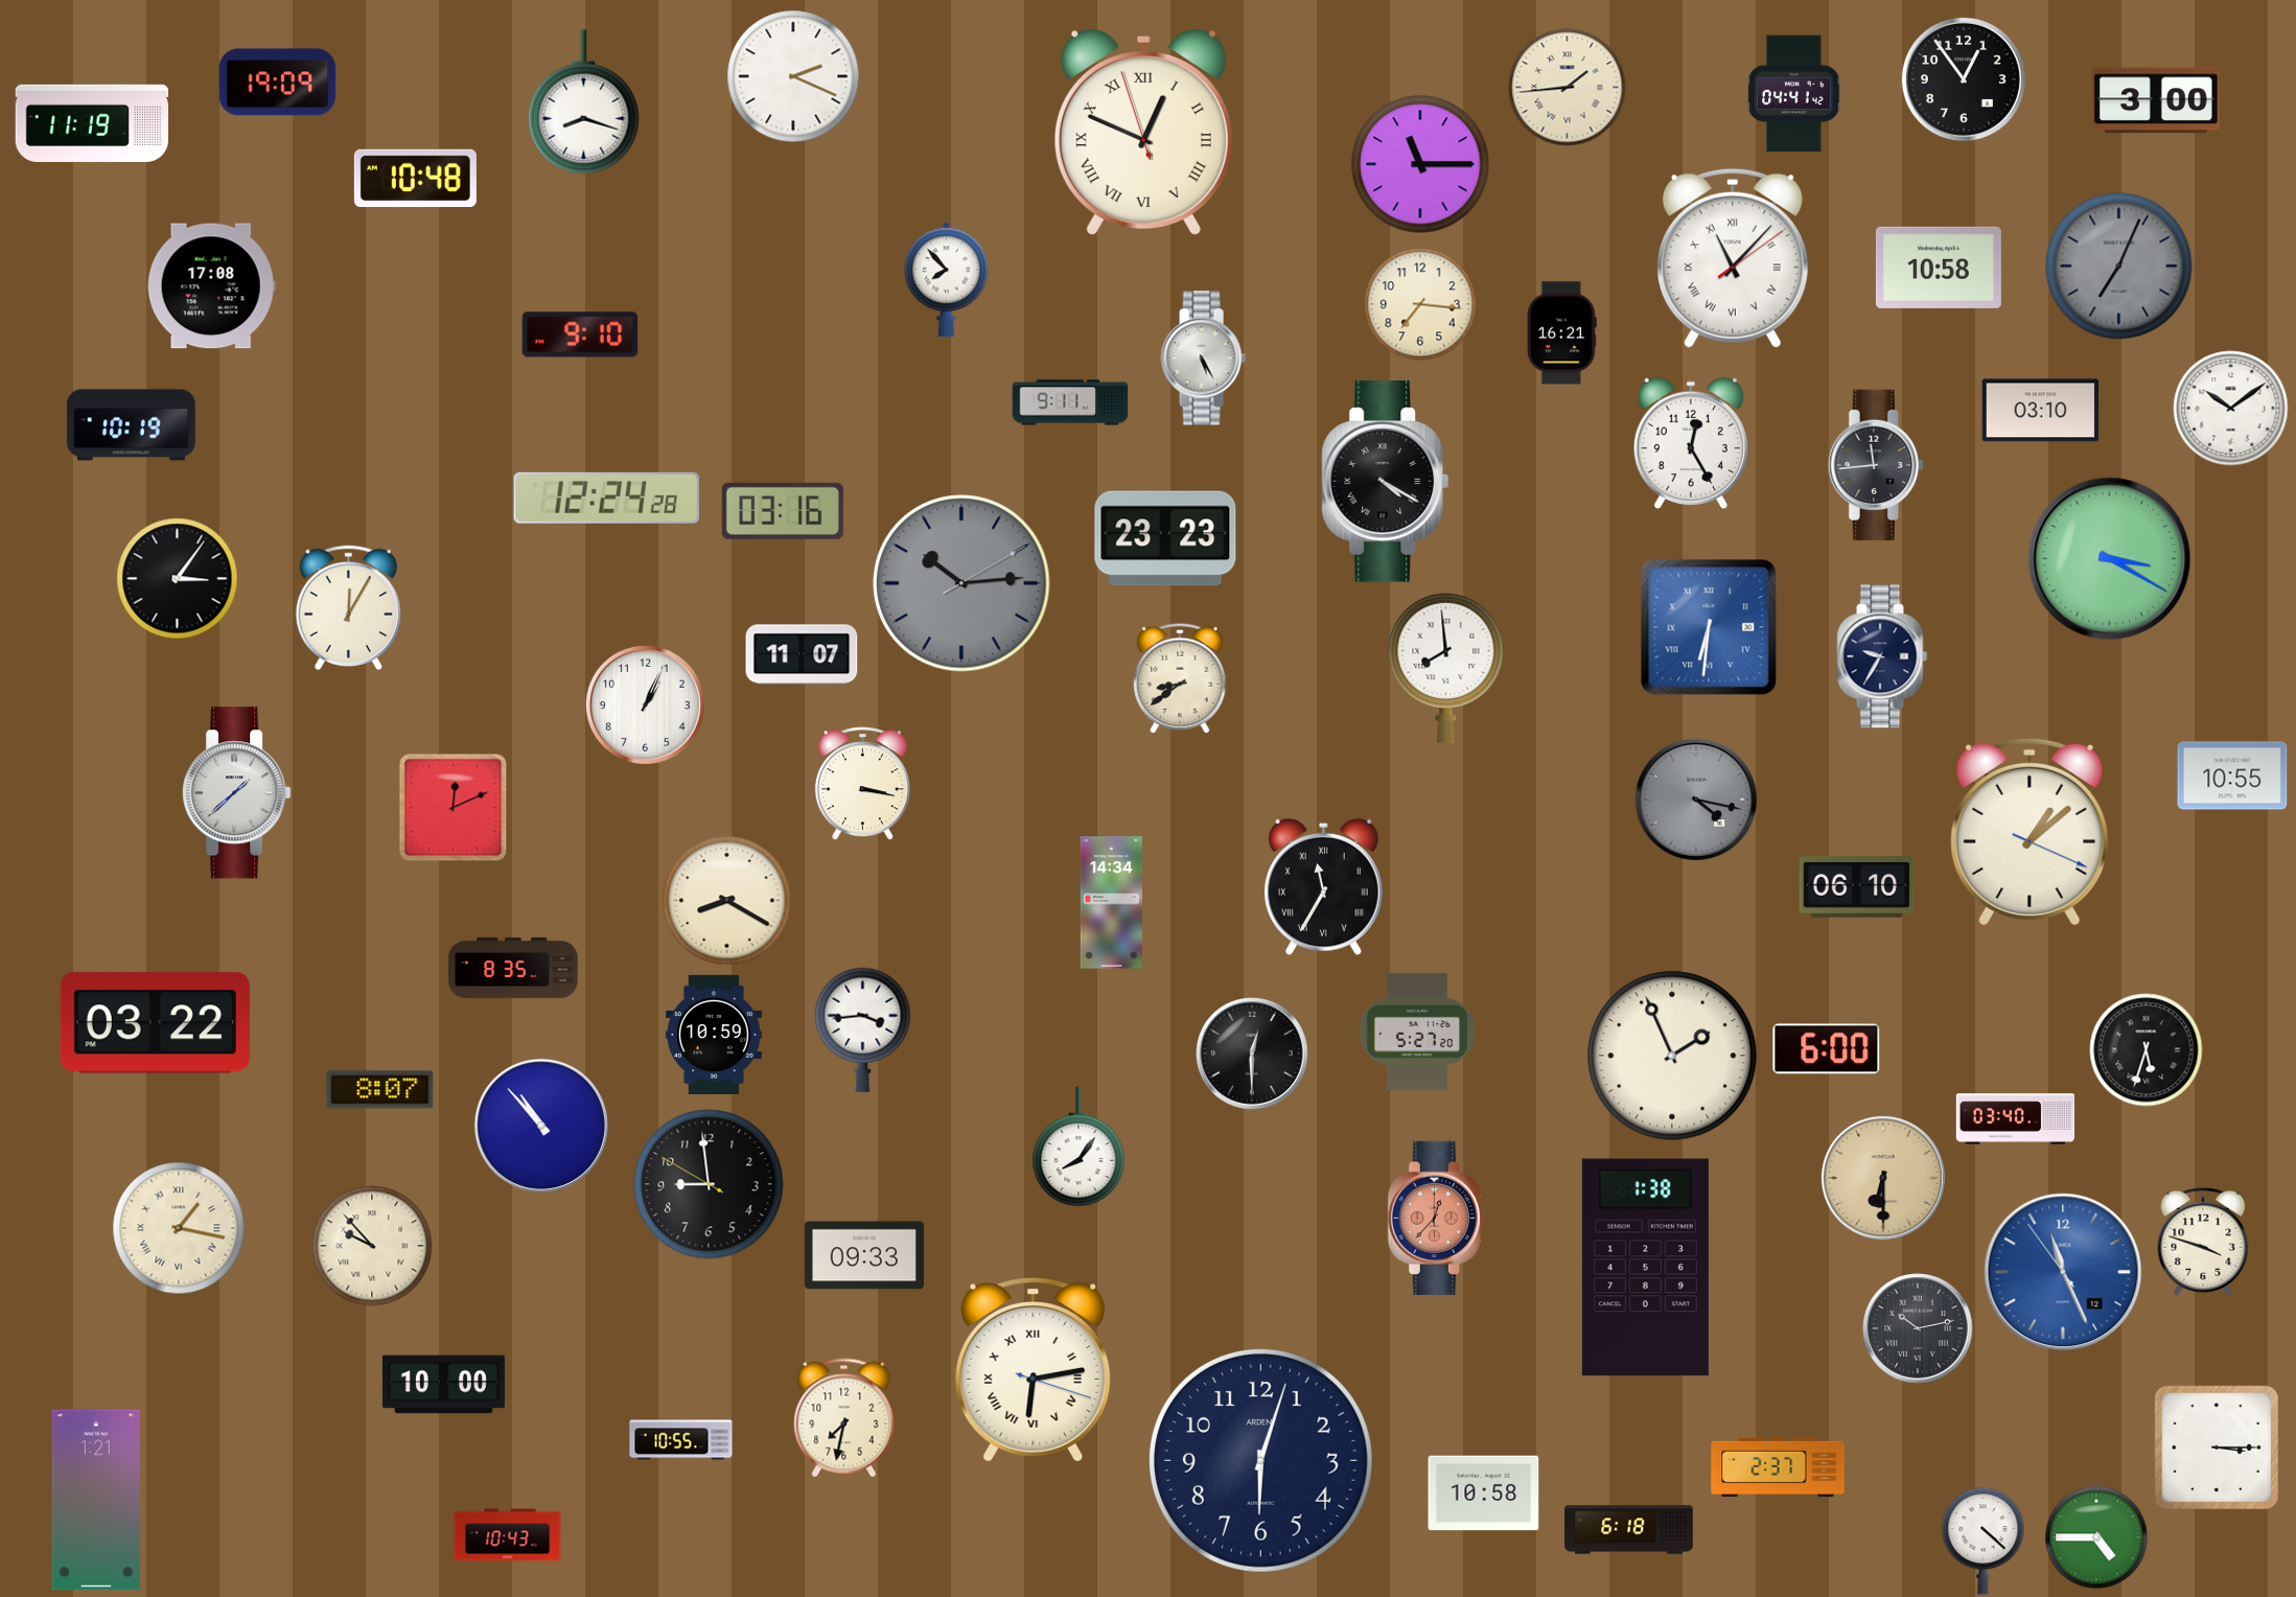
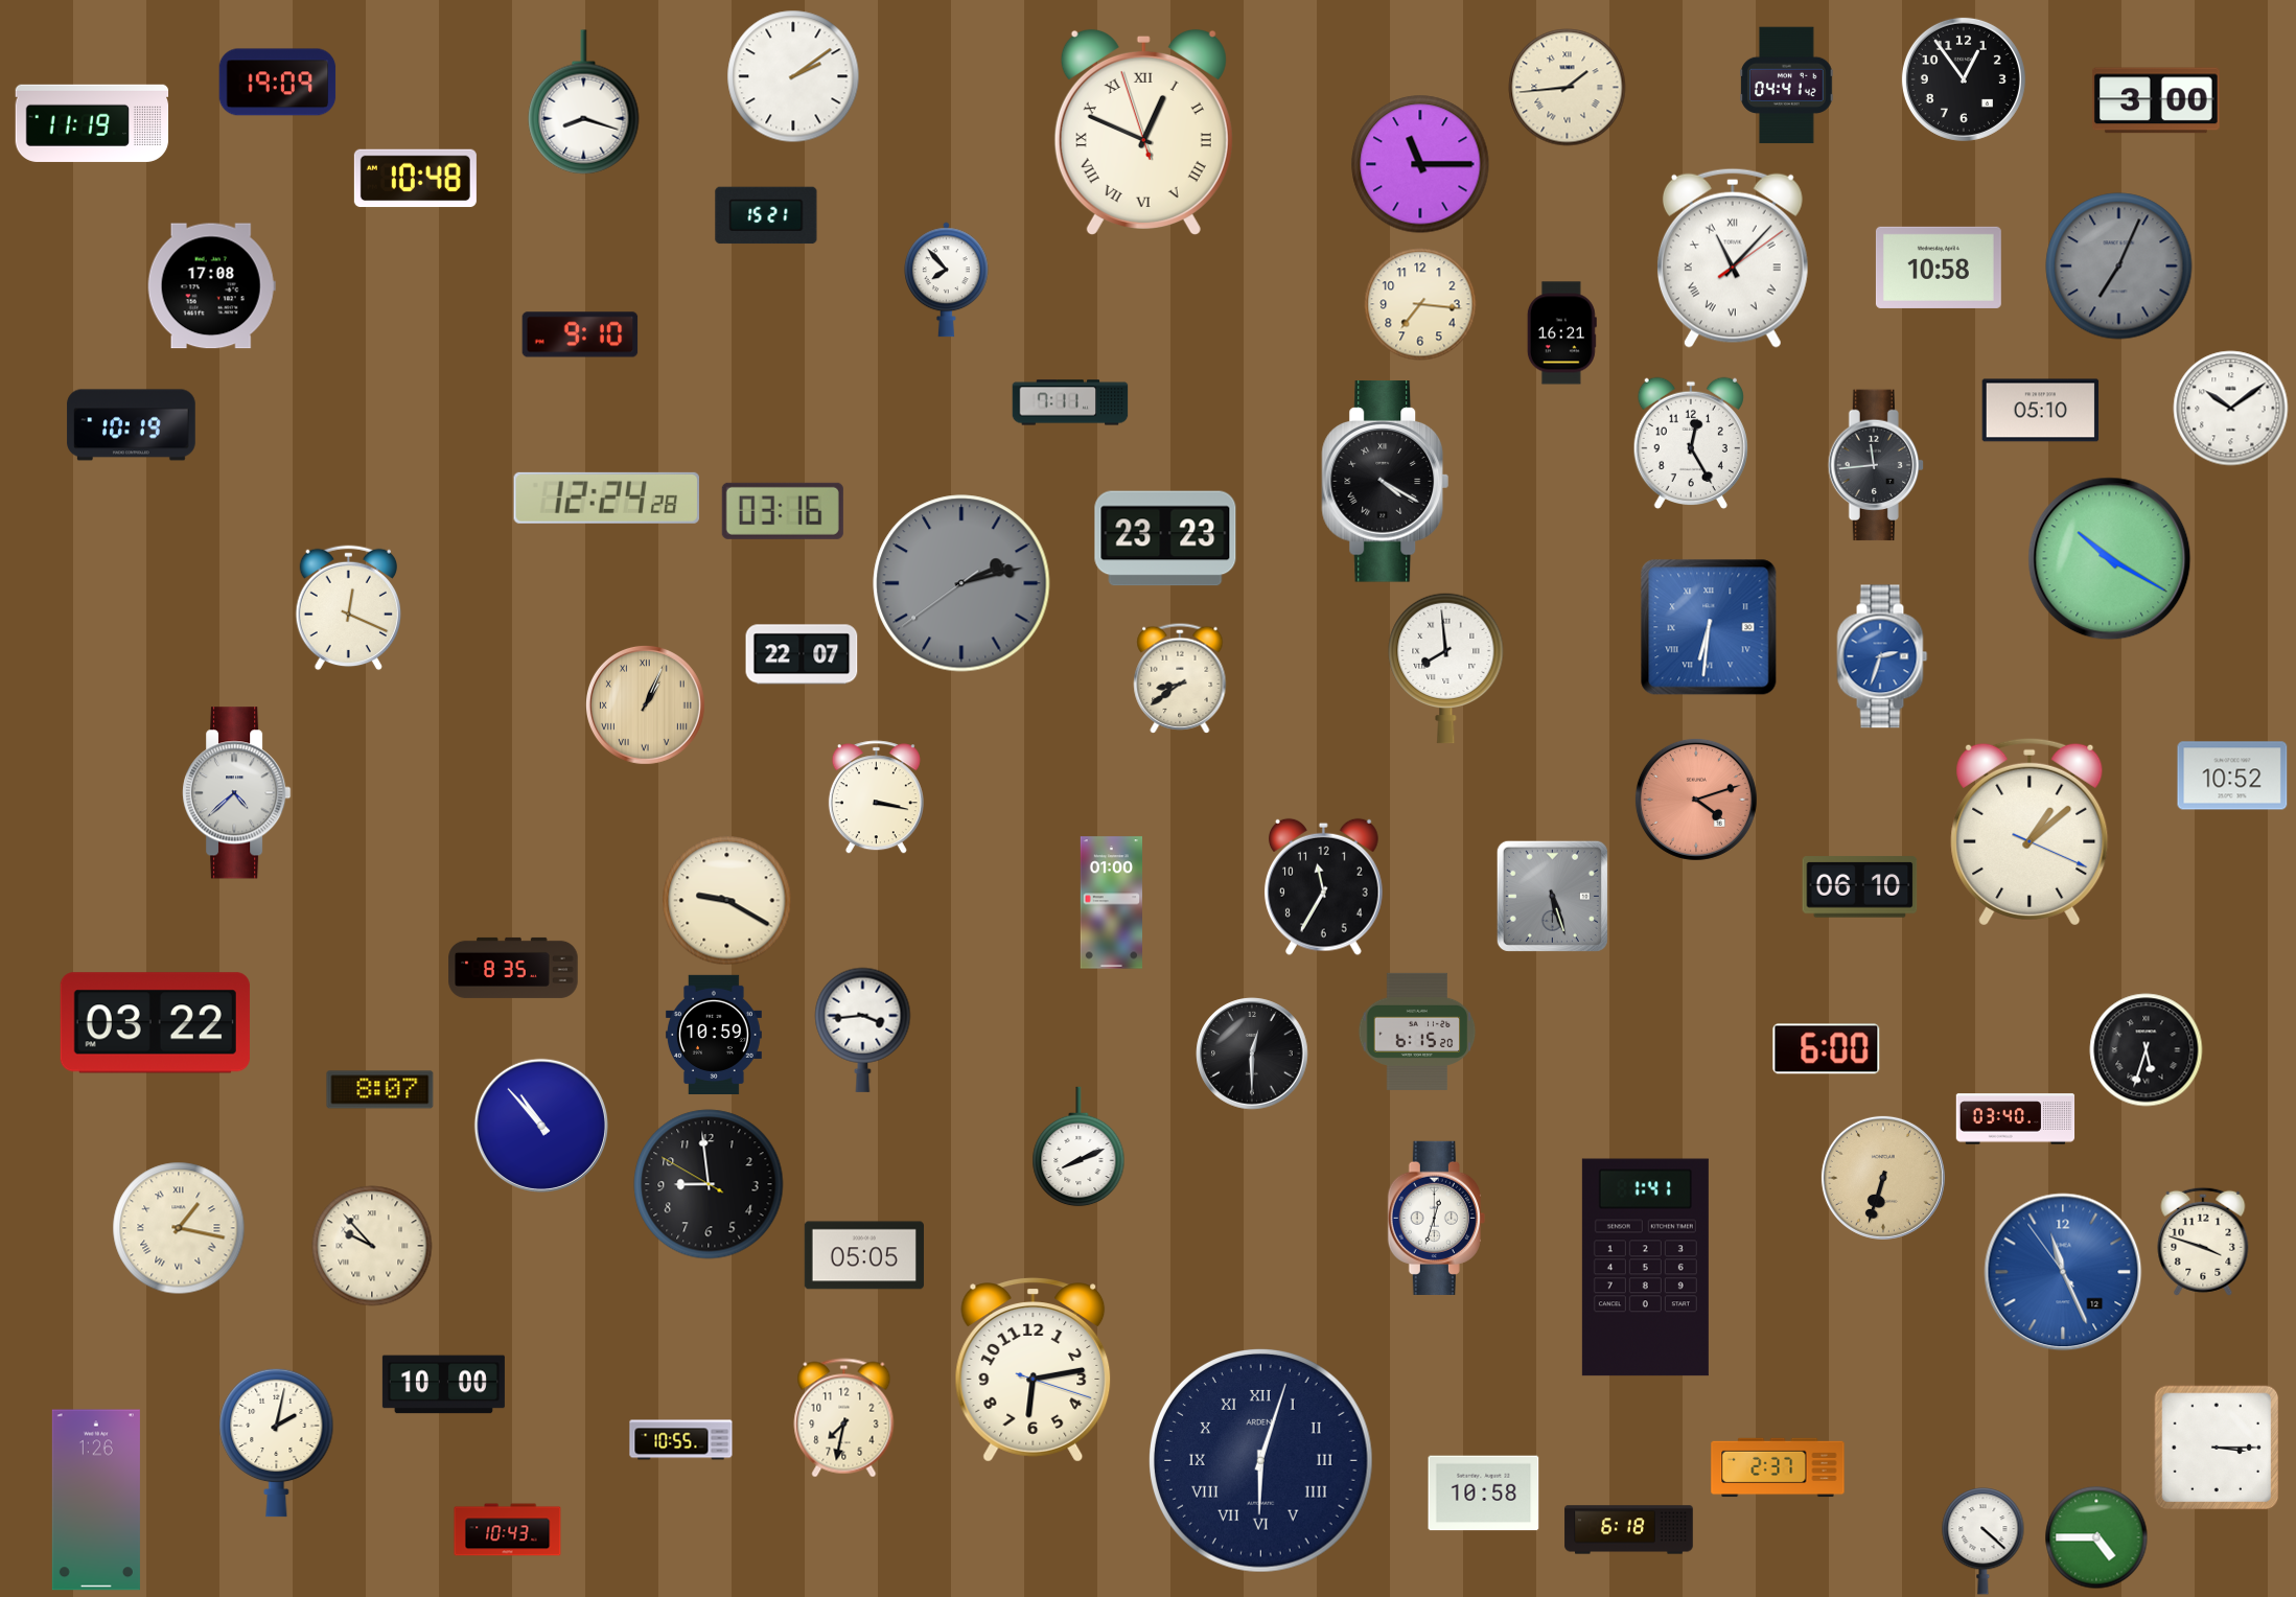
clock at (793, 76): 2:19 -> 2:09
clock at (1794, 94) position: (1794, 94) -> (1787, 86)
clock at (766, 215): none -> 15:21
clock at (1203, 358): 5:25 -> none
clock at (1070, 402): 9:11 -> 7:11
clock at (2041, 411): 03:10 -> 05:10
clock at (2110, 559): 3:20 -> 10:20
clock at (178, 579): 3:06 -> none
clock at (961, 583): 10:14 -> 2:12
clock at (348, 608): 12:05 -> 12:19
clock at (802, 654): 11:07 -> 22:07
clock at (1882, 656): 9:35 -> 2:33
clock at (1882, 656) dial: navy -> blue
clock at (645, 704) dial: white -> champagne
clock at (645, 704) numerals: Arabic -> Roman
clock at (2232, 776): 10:55 -> 10:52
clock at (862, 784) position: (862, 784) -> (876, 797)
clock at (237, 793): 1:38 -> 4:38
clock at (1696, 800): 4:17 -> 4:12
clock at (1696, 800) dial: grey -> salmon
clock at (454, 808): 12:11 -> none
clock at (1324, 886) numerals: Roman -> Arabic
clock at (1857, 887) position: (1857, 887) -> (1860, 887)
clock at (1552, 896): none -> 5:27
clock at (727, 901): 8:20 -> 9:20
clock at (1111, 903): 14:34 -> 01:00
clock at (1417, 1032): 5:27 -> 6:15
clock at (1672, 1056): 1:56 -> none
clock at (1079, 1147): 8:06 -> 8:11
clock at (1883, 1178): 6:30 -> 6:33
clock at (1436, 1218): 12:37 -> 12:33
clock at (1436, 1218) dial: salmon -> white
clock at (864, 1255): 09:33 -> 05:05
clock at (1645, 1268): 1:38 -> 1:41
clock at (1918, 1328): 10:13 -> none
clock at (1034, 1370) numerals: Roman -> Arabic
clock at (277, 1442): none -> 2:02
clock at (1260, 1460) numerals: Arabic -> Roman
clock at (96, 1500): 1:21 -> 1:26
clock at (508, 1535) position: (508, 1535) -> (508, 1530)
